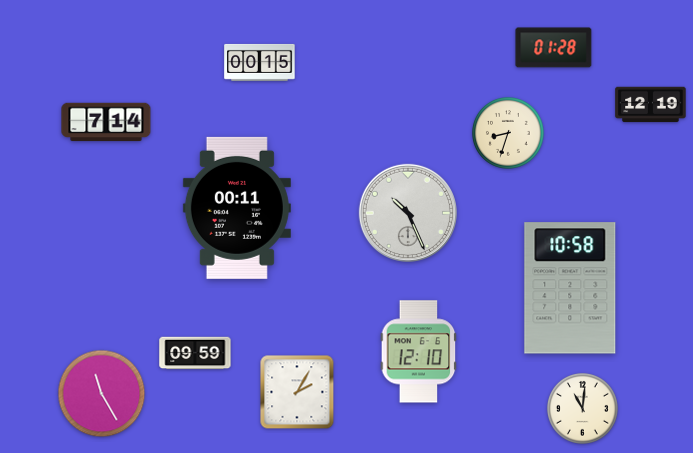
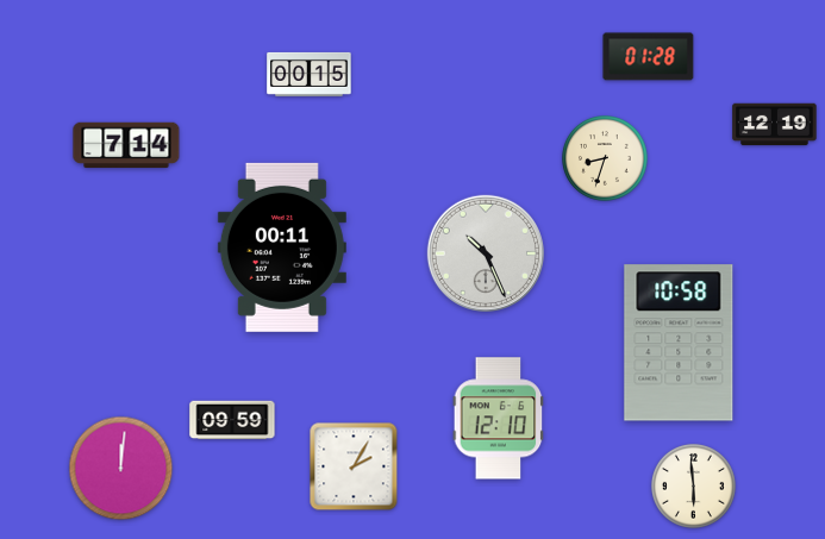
clock at (554, 48) position: (554, 48) -> (649, 57)
clock at (102, 394): 11:25 -> 12:01
clock at (582, 408): 11:01 -> 5:59
